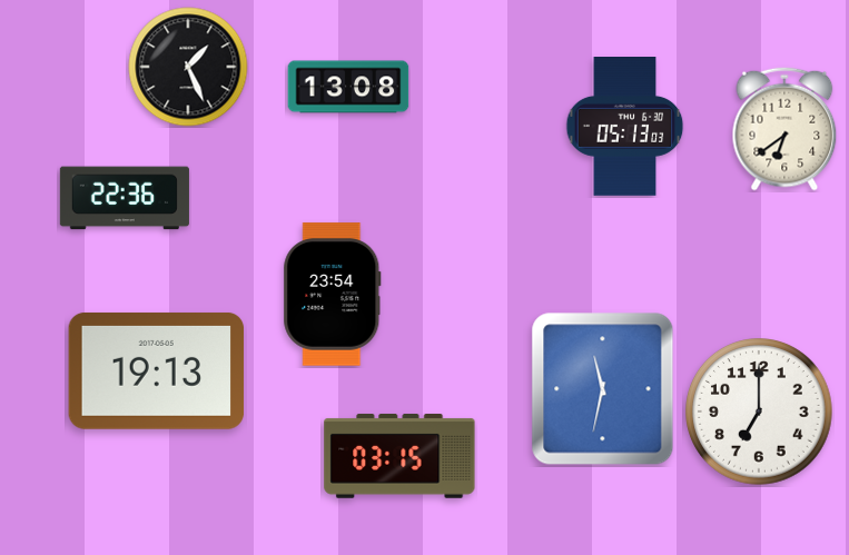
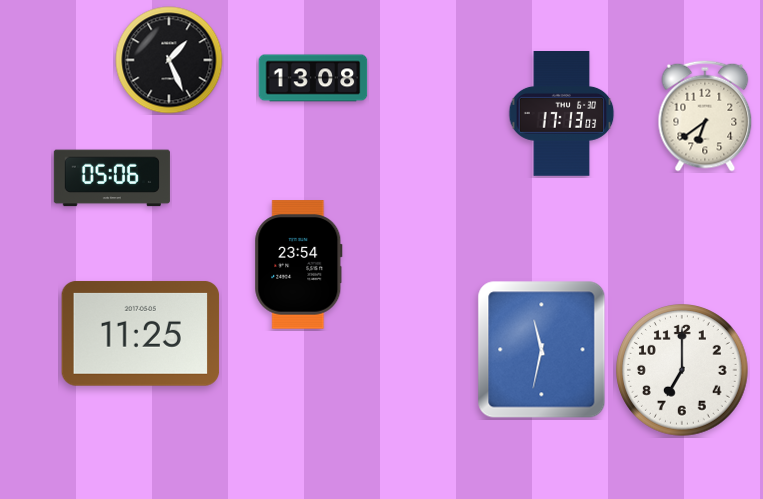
clock at (625, 127): 05:13 -> 17:13
clock at (125, 198): 22:36 -> 05:06
clock at (157, 370): 19:13 -> 11:25
clock at (399, 456): 03:15 -> none
